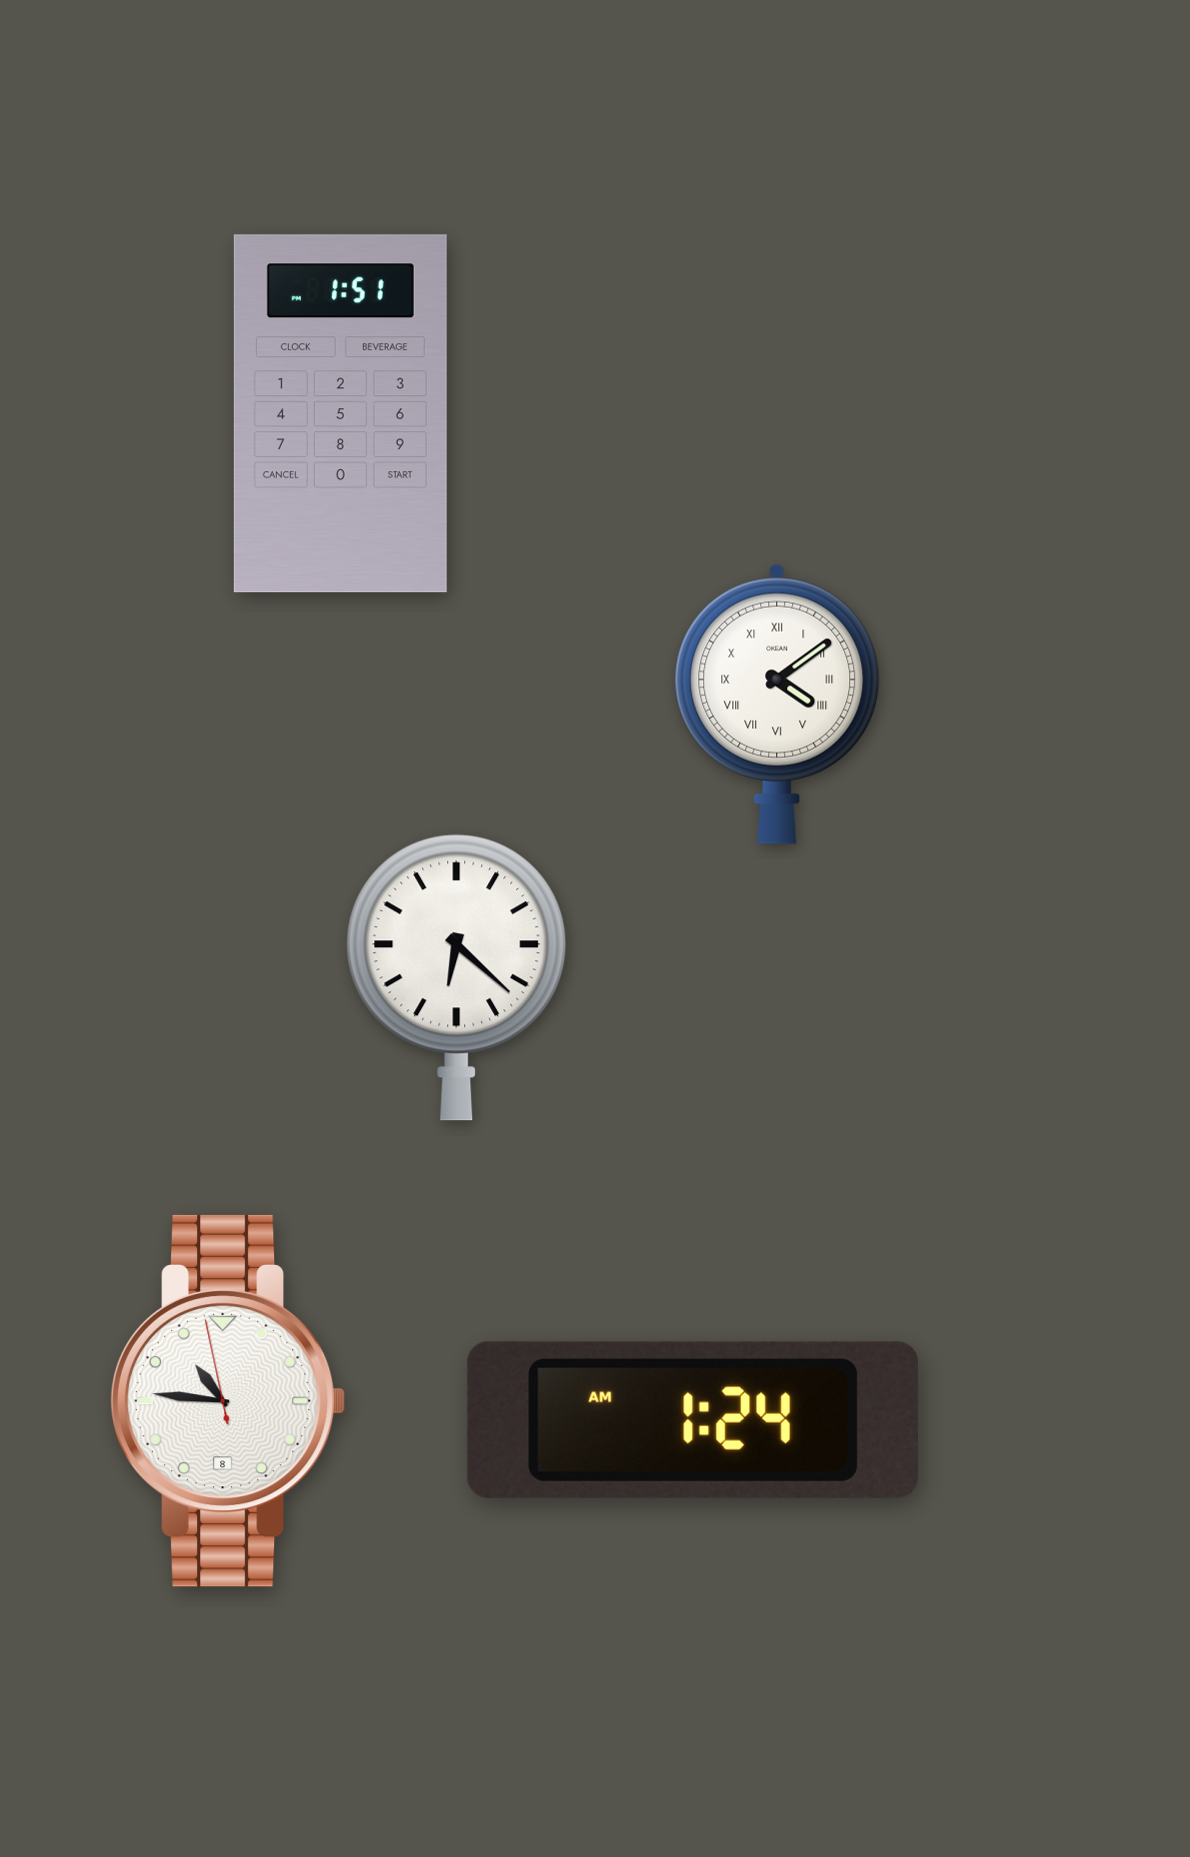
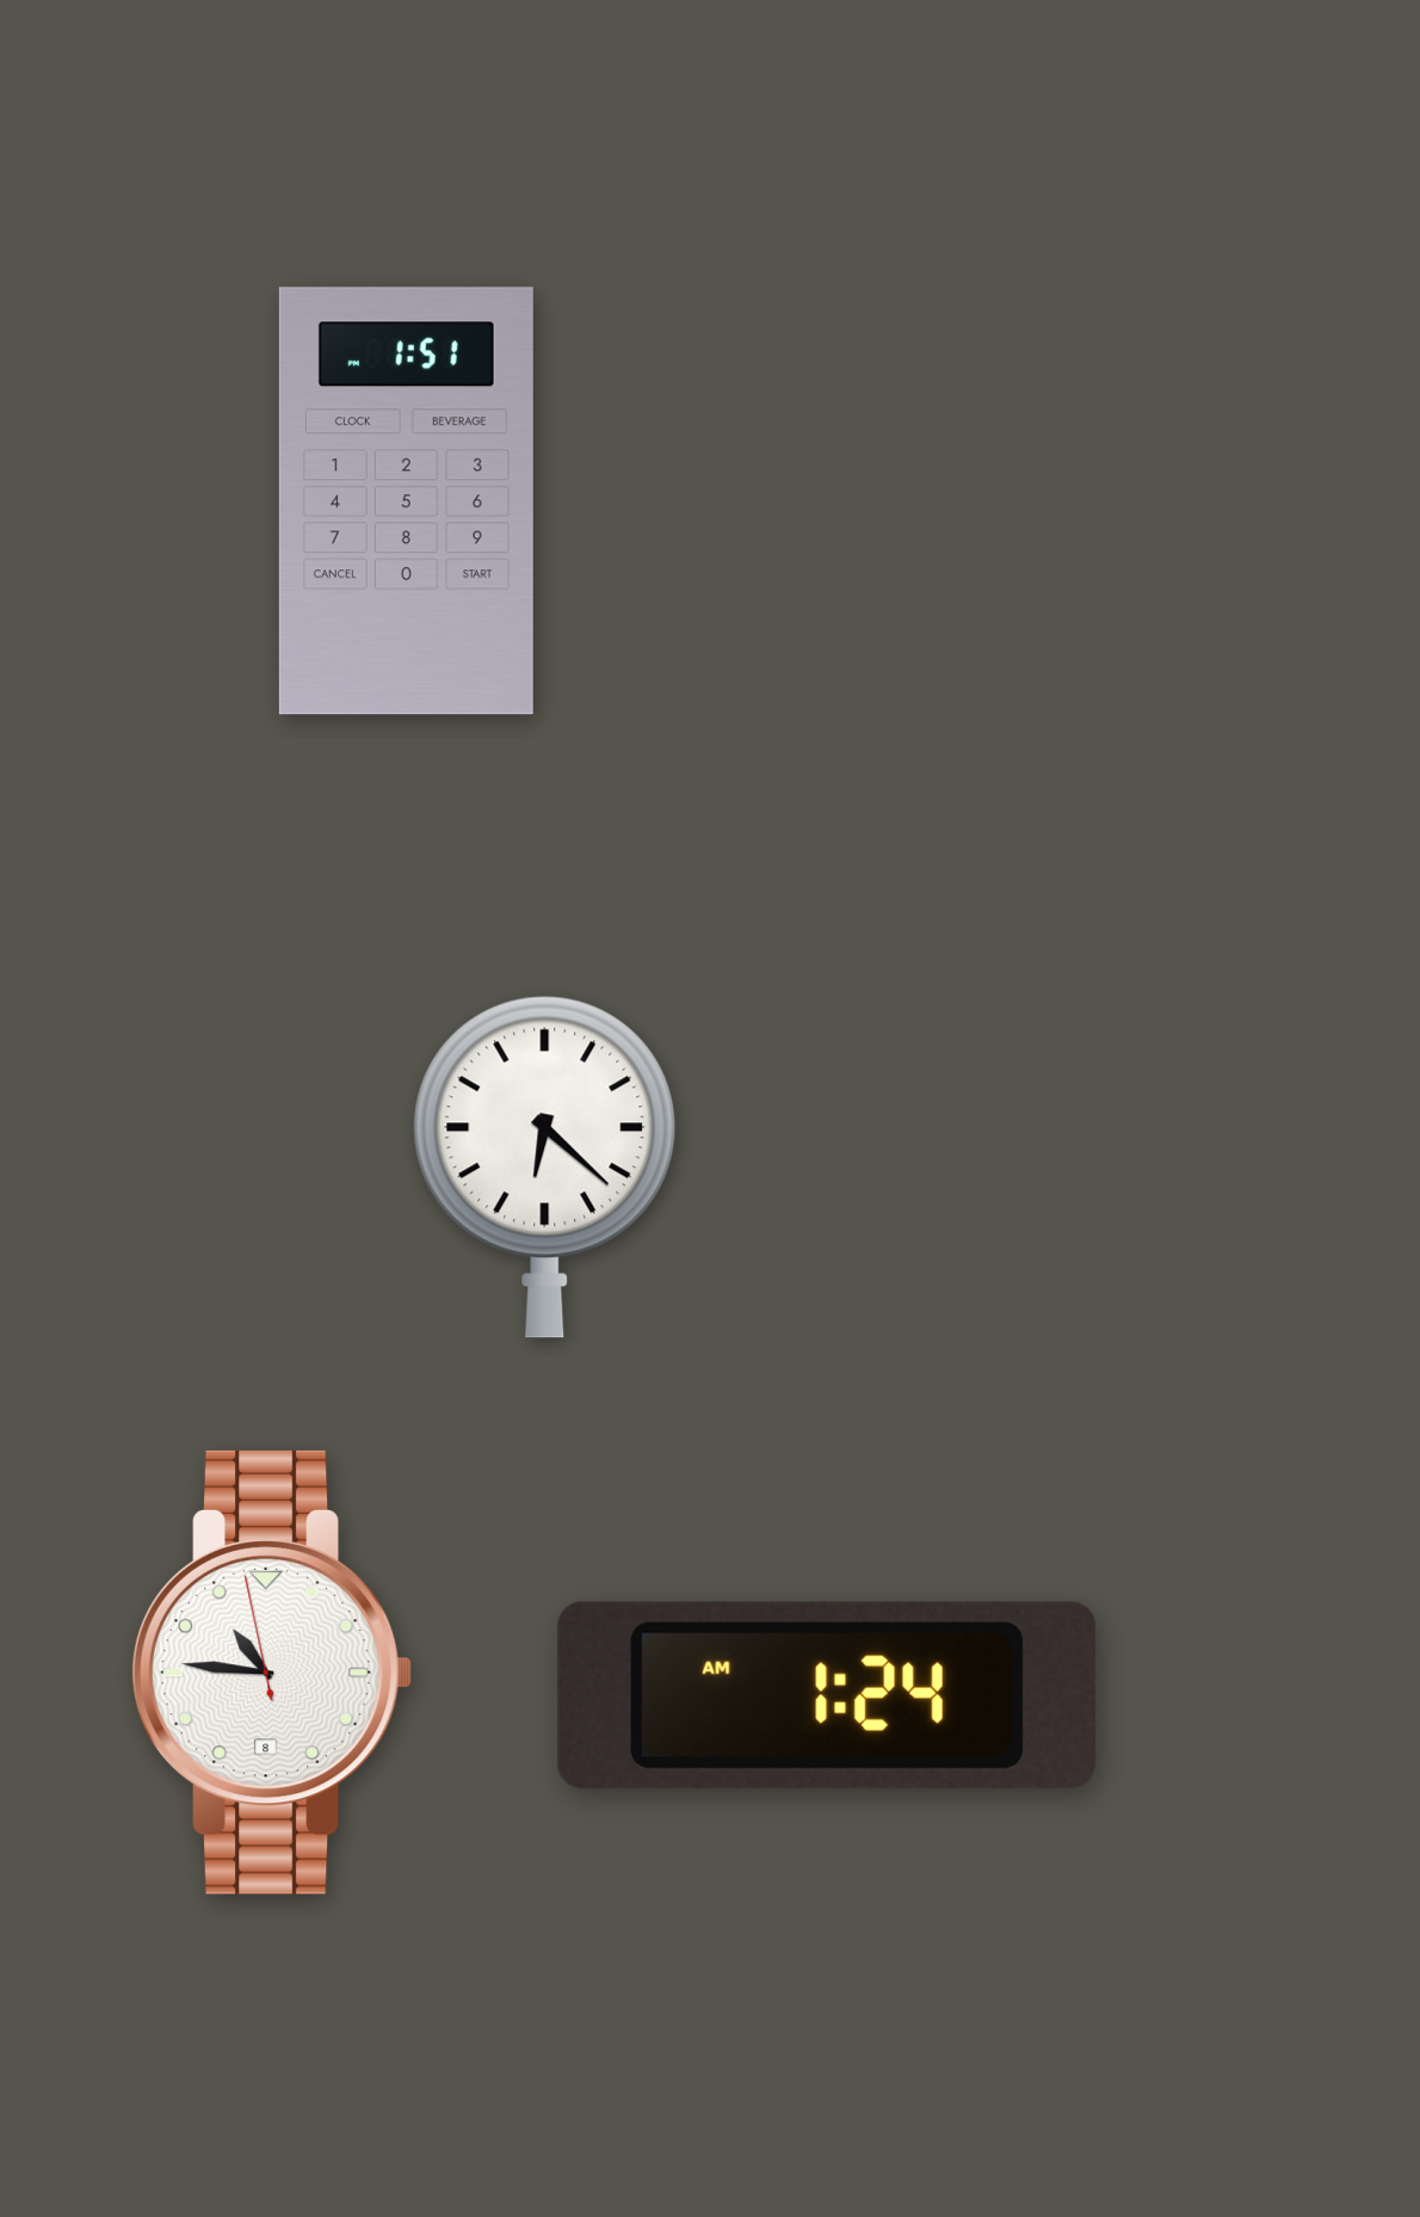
clock at (340, 414) position: (340, 414) -> (406, 501)
clock at (777, 704): 4:09 -> none
